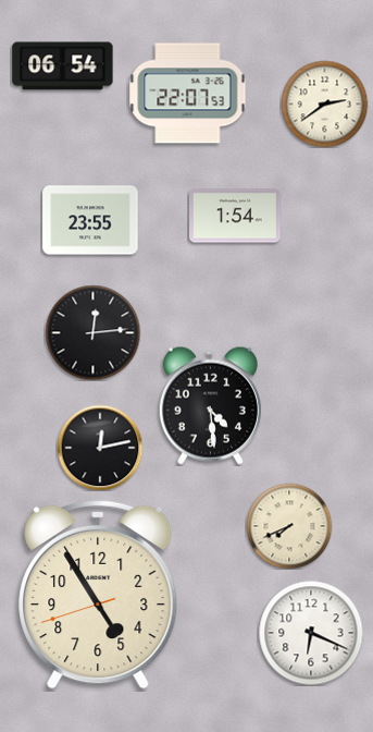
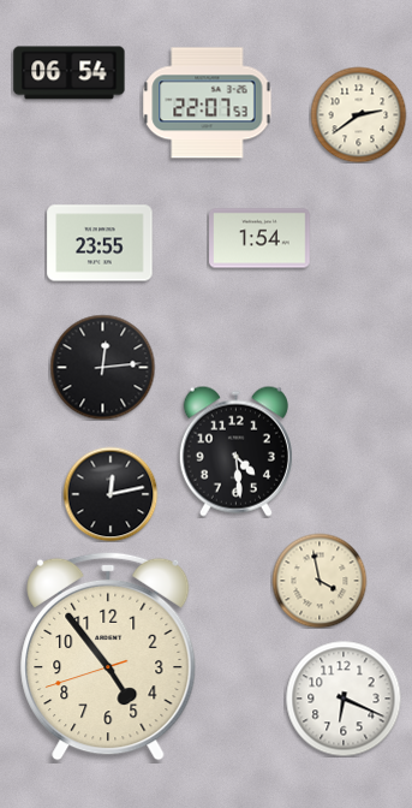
clock at (210, 405) position: (210, 405) -> (235, 451)
clock at (289, 526): 7:41 -> 3:58
clock at (98, 595): 4:54 -> 4:53
